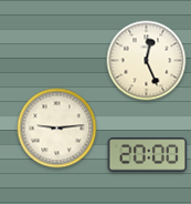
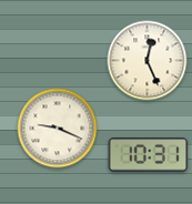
clock at (57, 129): 9:14 -> 9:19
clock at (148, 155): 20:00 -> 10:31
